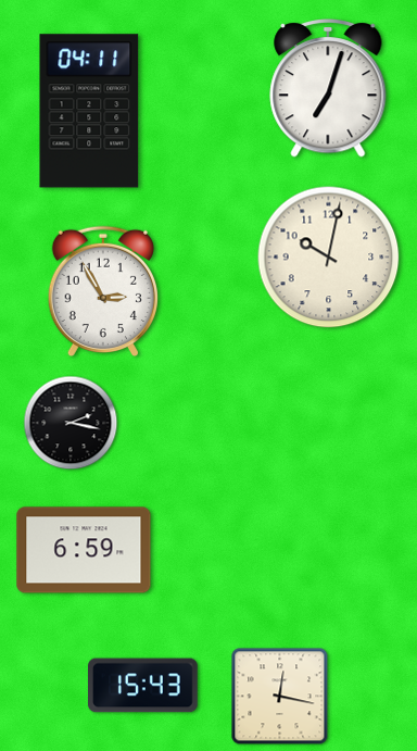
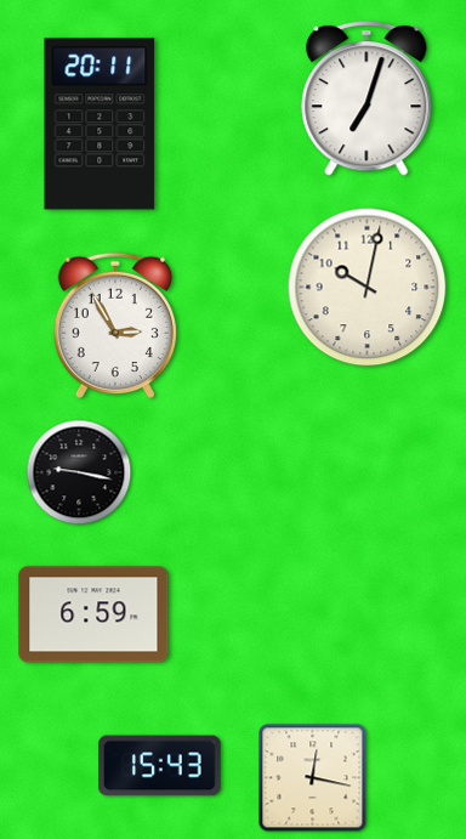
clock at (89, 111): 04:11 -> 20:11
clock at (71, 423): 2:17 -> 9:17
